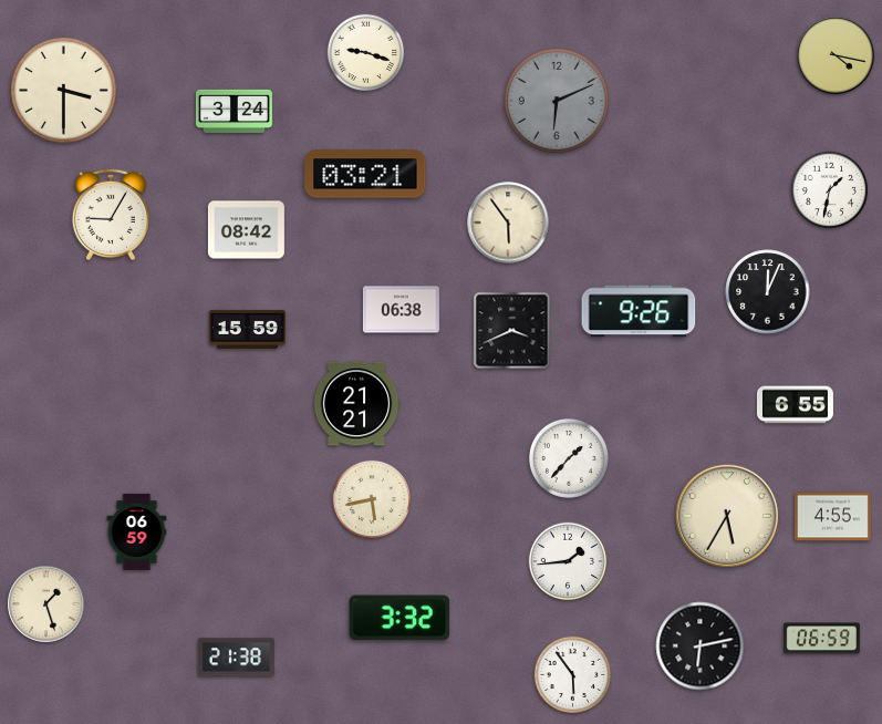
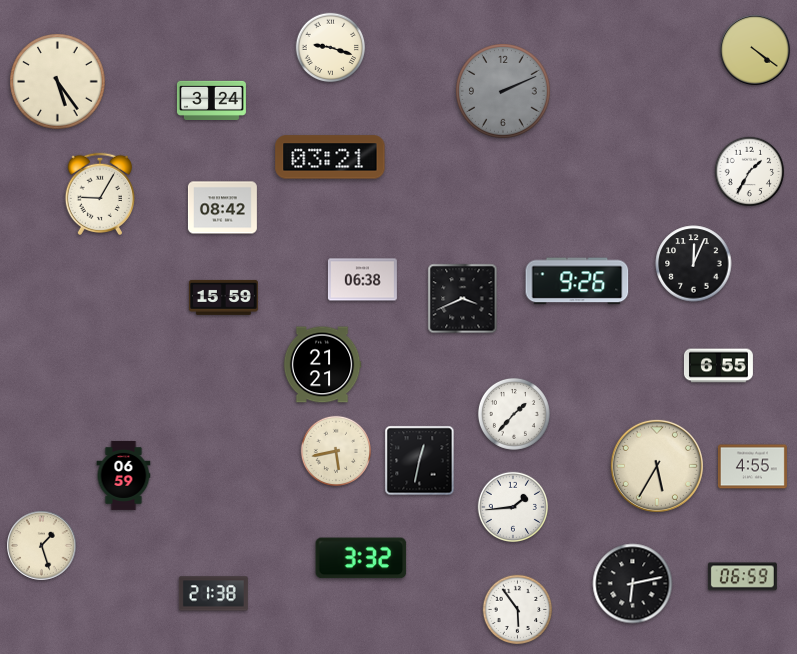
clock at (836, 55): 4:17 -> 4:21
clock at (64, 91): 3:30 -> 5:24
clock at (558, 102): 6:11 -> 2:11
clock at (830, 190): 1:32 -> 1:35
clock at (508, 223): 5:54 -> none
clock at (420, 461): none -> 12:32
clock at (137, 531) position: (137, 531) -> (124, 475)
